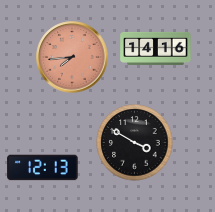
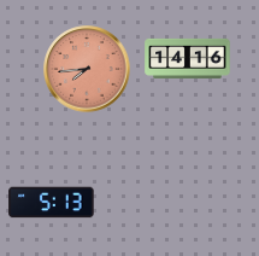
clock at (135, 143): 3:50 -> none
clock at (43, 168): 12:13 -> 5:13
